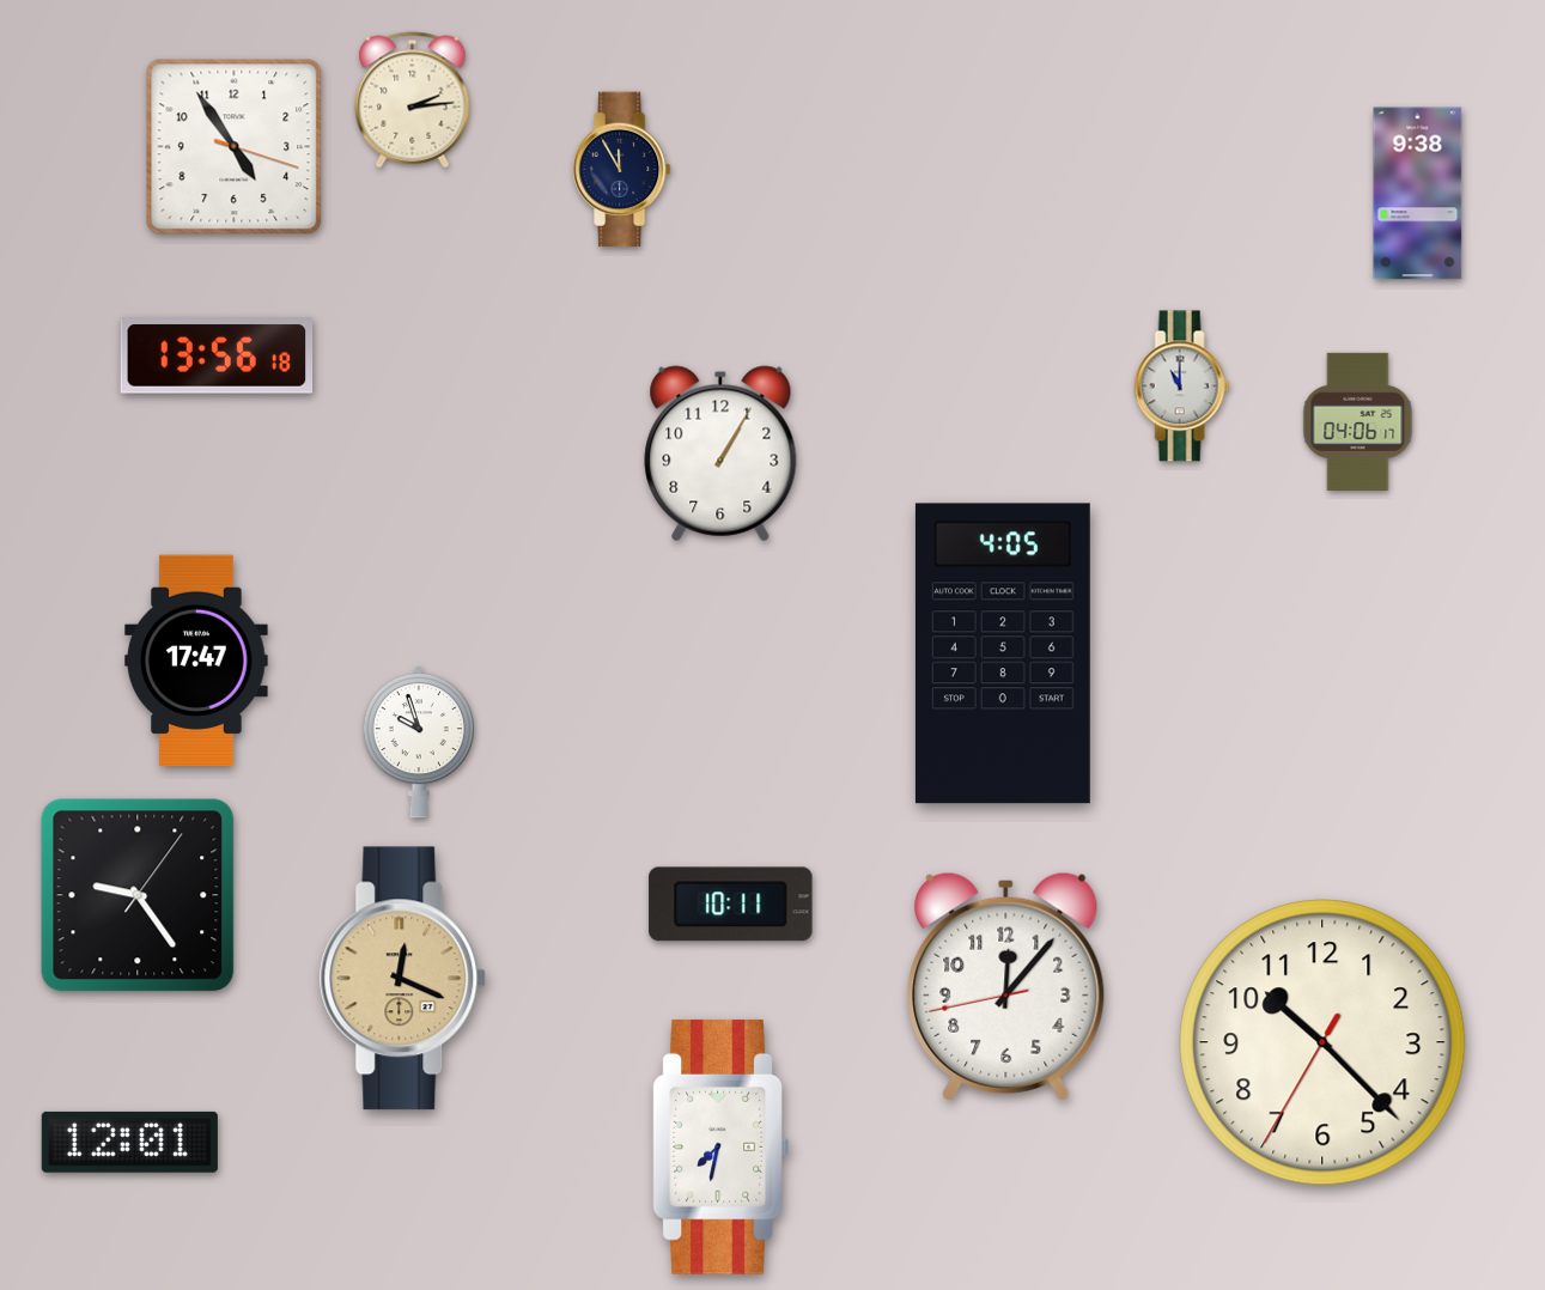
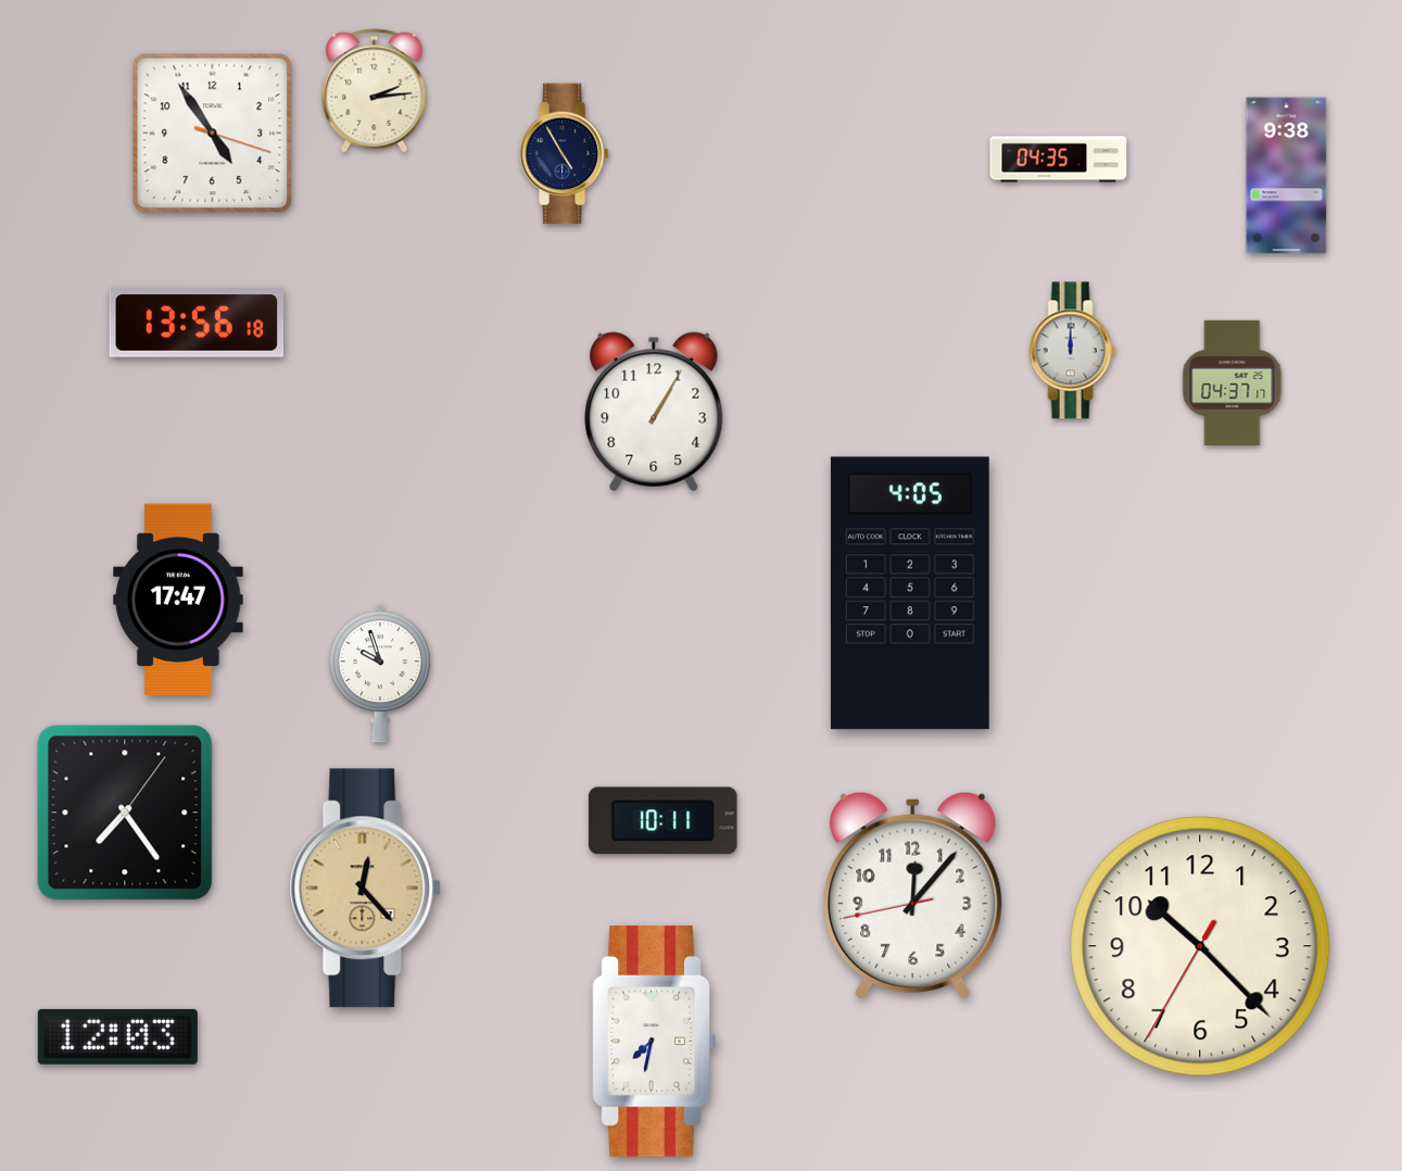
clock at (622, 170): 11:55 -> 4:55
clock at (1059, 160): none -> 04:35
clock at (1182, 387): 11:00 -> 12:00
clock at (1358, 421): 04:06 -> 04:37
clock at (138, 895): 9:24 -> 7:24
clock at (403, 979): 12:19 -> 12:23
clock at (129, 1142): 12:01 -> 12:03
